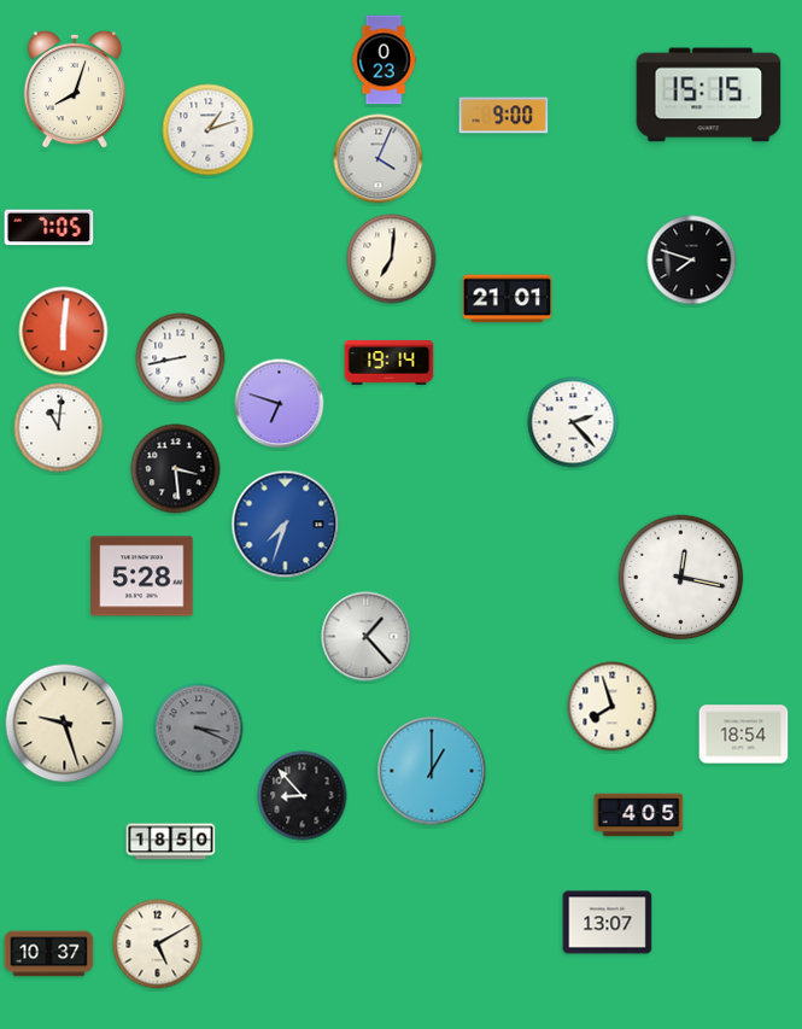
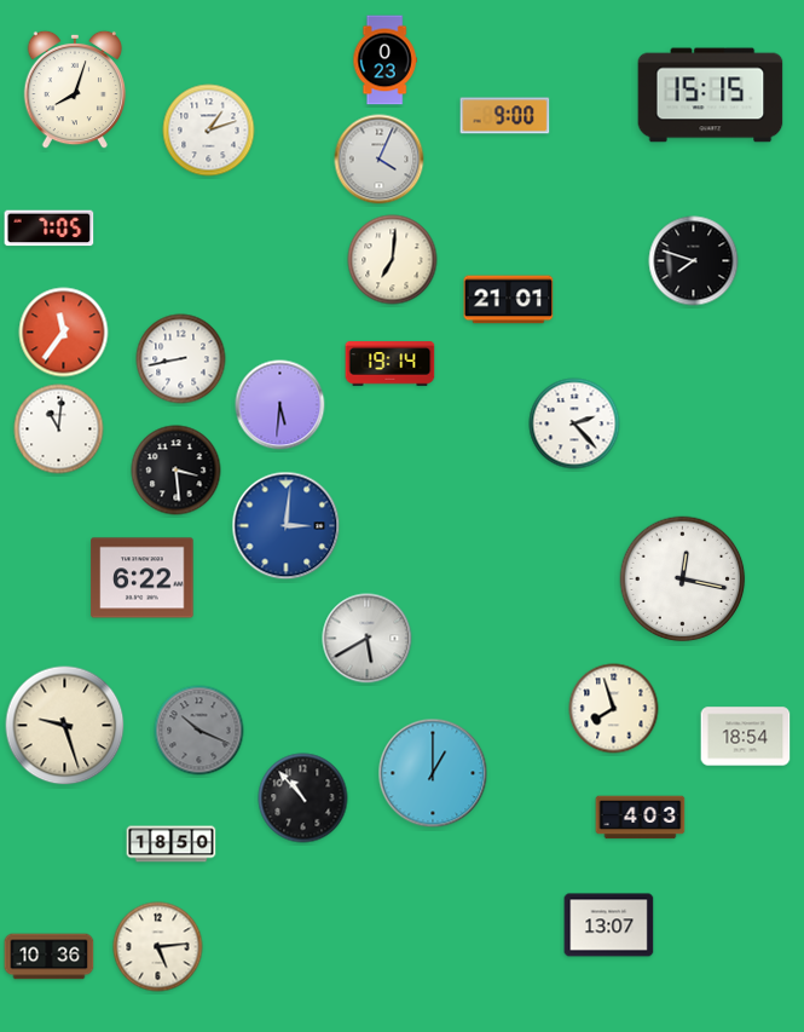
clock at (64, 332): 6:01 -> 11:36
clock at (280, 404): 6:48 -> 5:31
clock at (286, 525): 7:33 -> 3:01
clock at (142, 577): 5:28 -> 6:22
clock at (367, 637): 1:23 -> 5:40
clock at (199, 729): 3:19 -> 10:19
clock at (303, 796): 8:53 -> 10:53
clock at (639, 815): 4:05 -> 4:03
clock at (158, 945): 5:10 -> 5:14
clock at (49, 954): 10:37 -> 10:36
